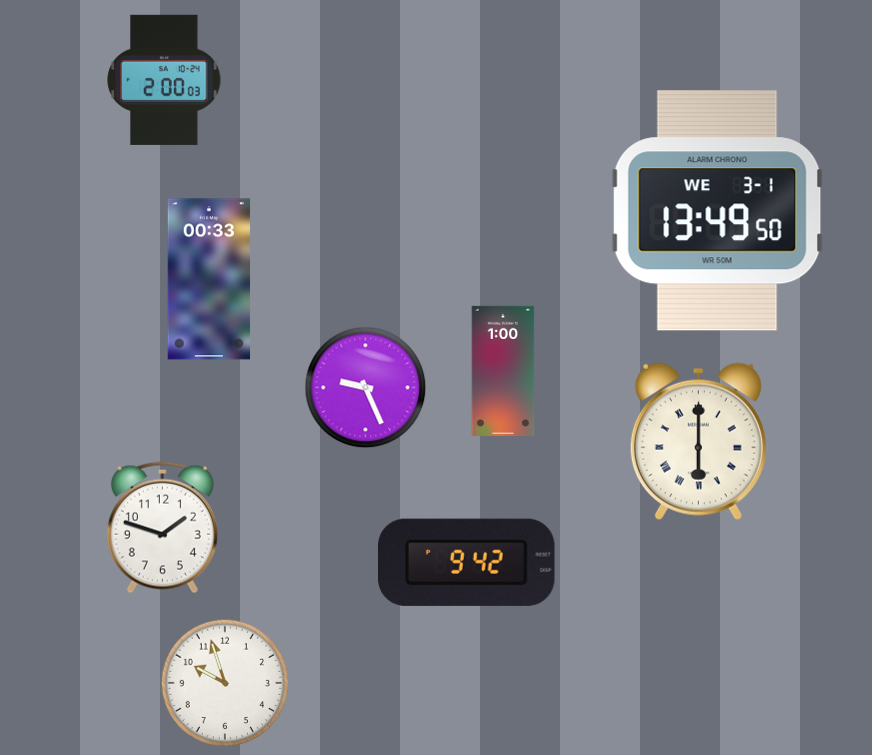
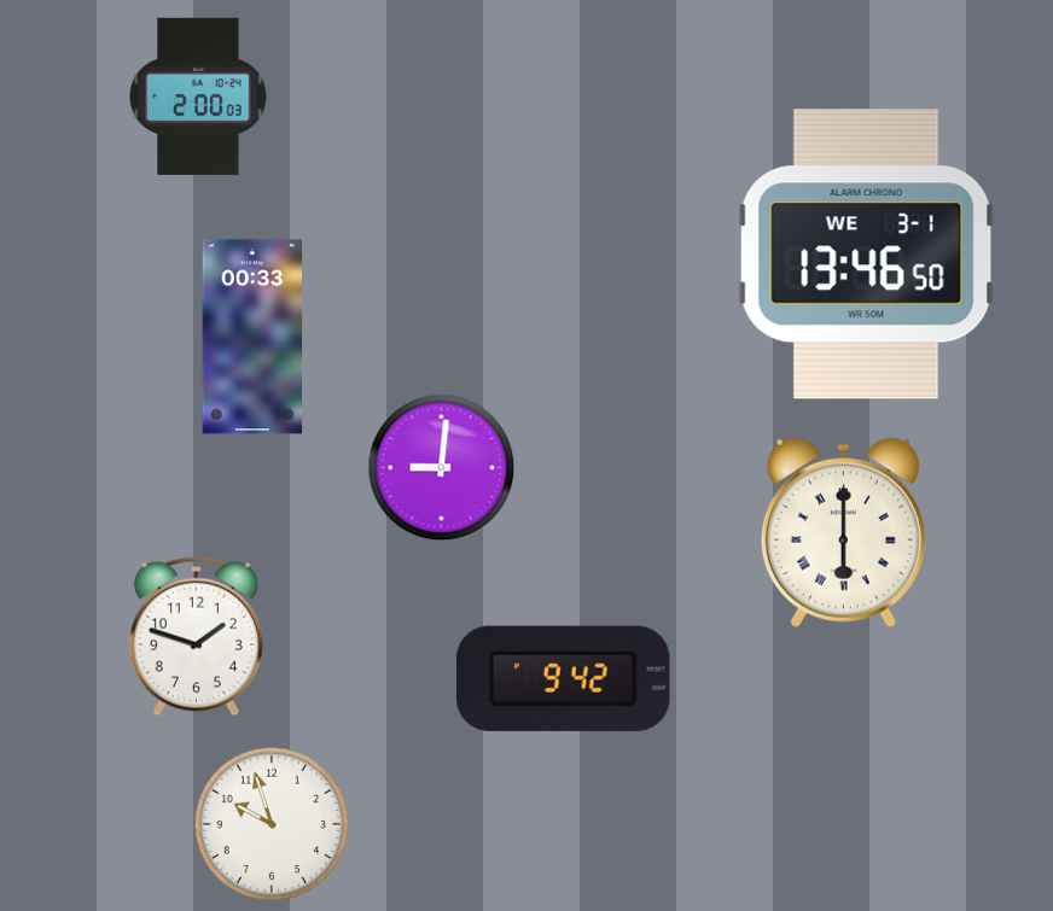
clock at (717, 211): 13:49 -> 13:46
clock at (503, 371): 1:00 -> none
clock at (366, 388): 9:26 -> 9:01
